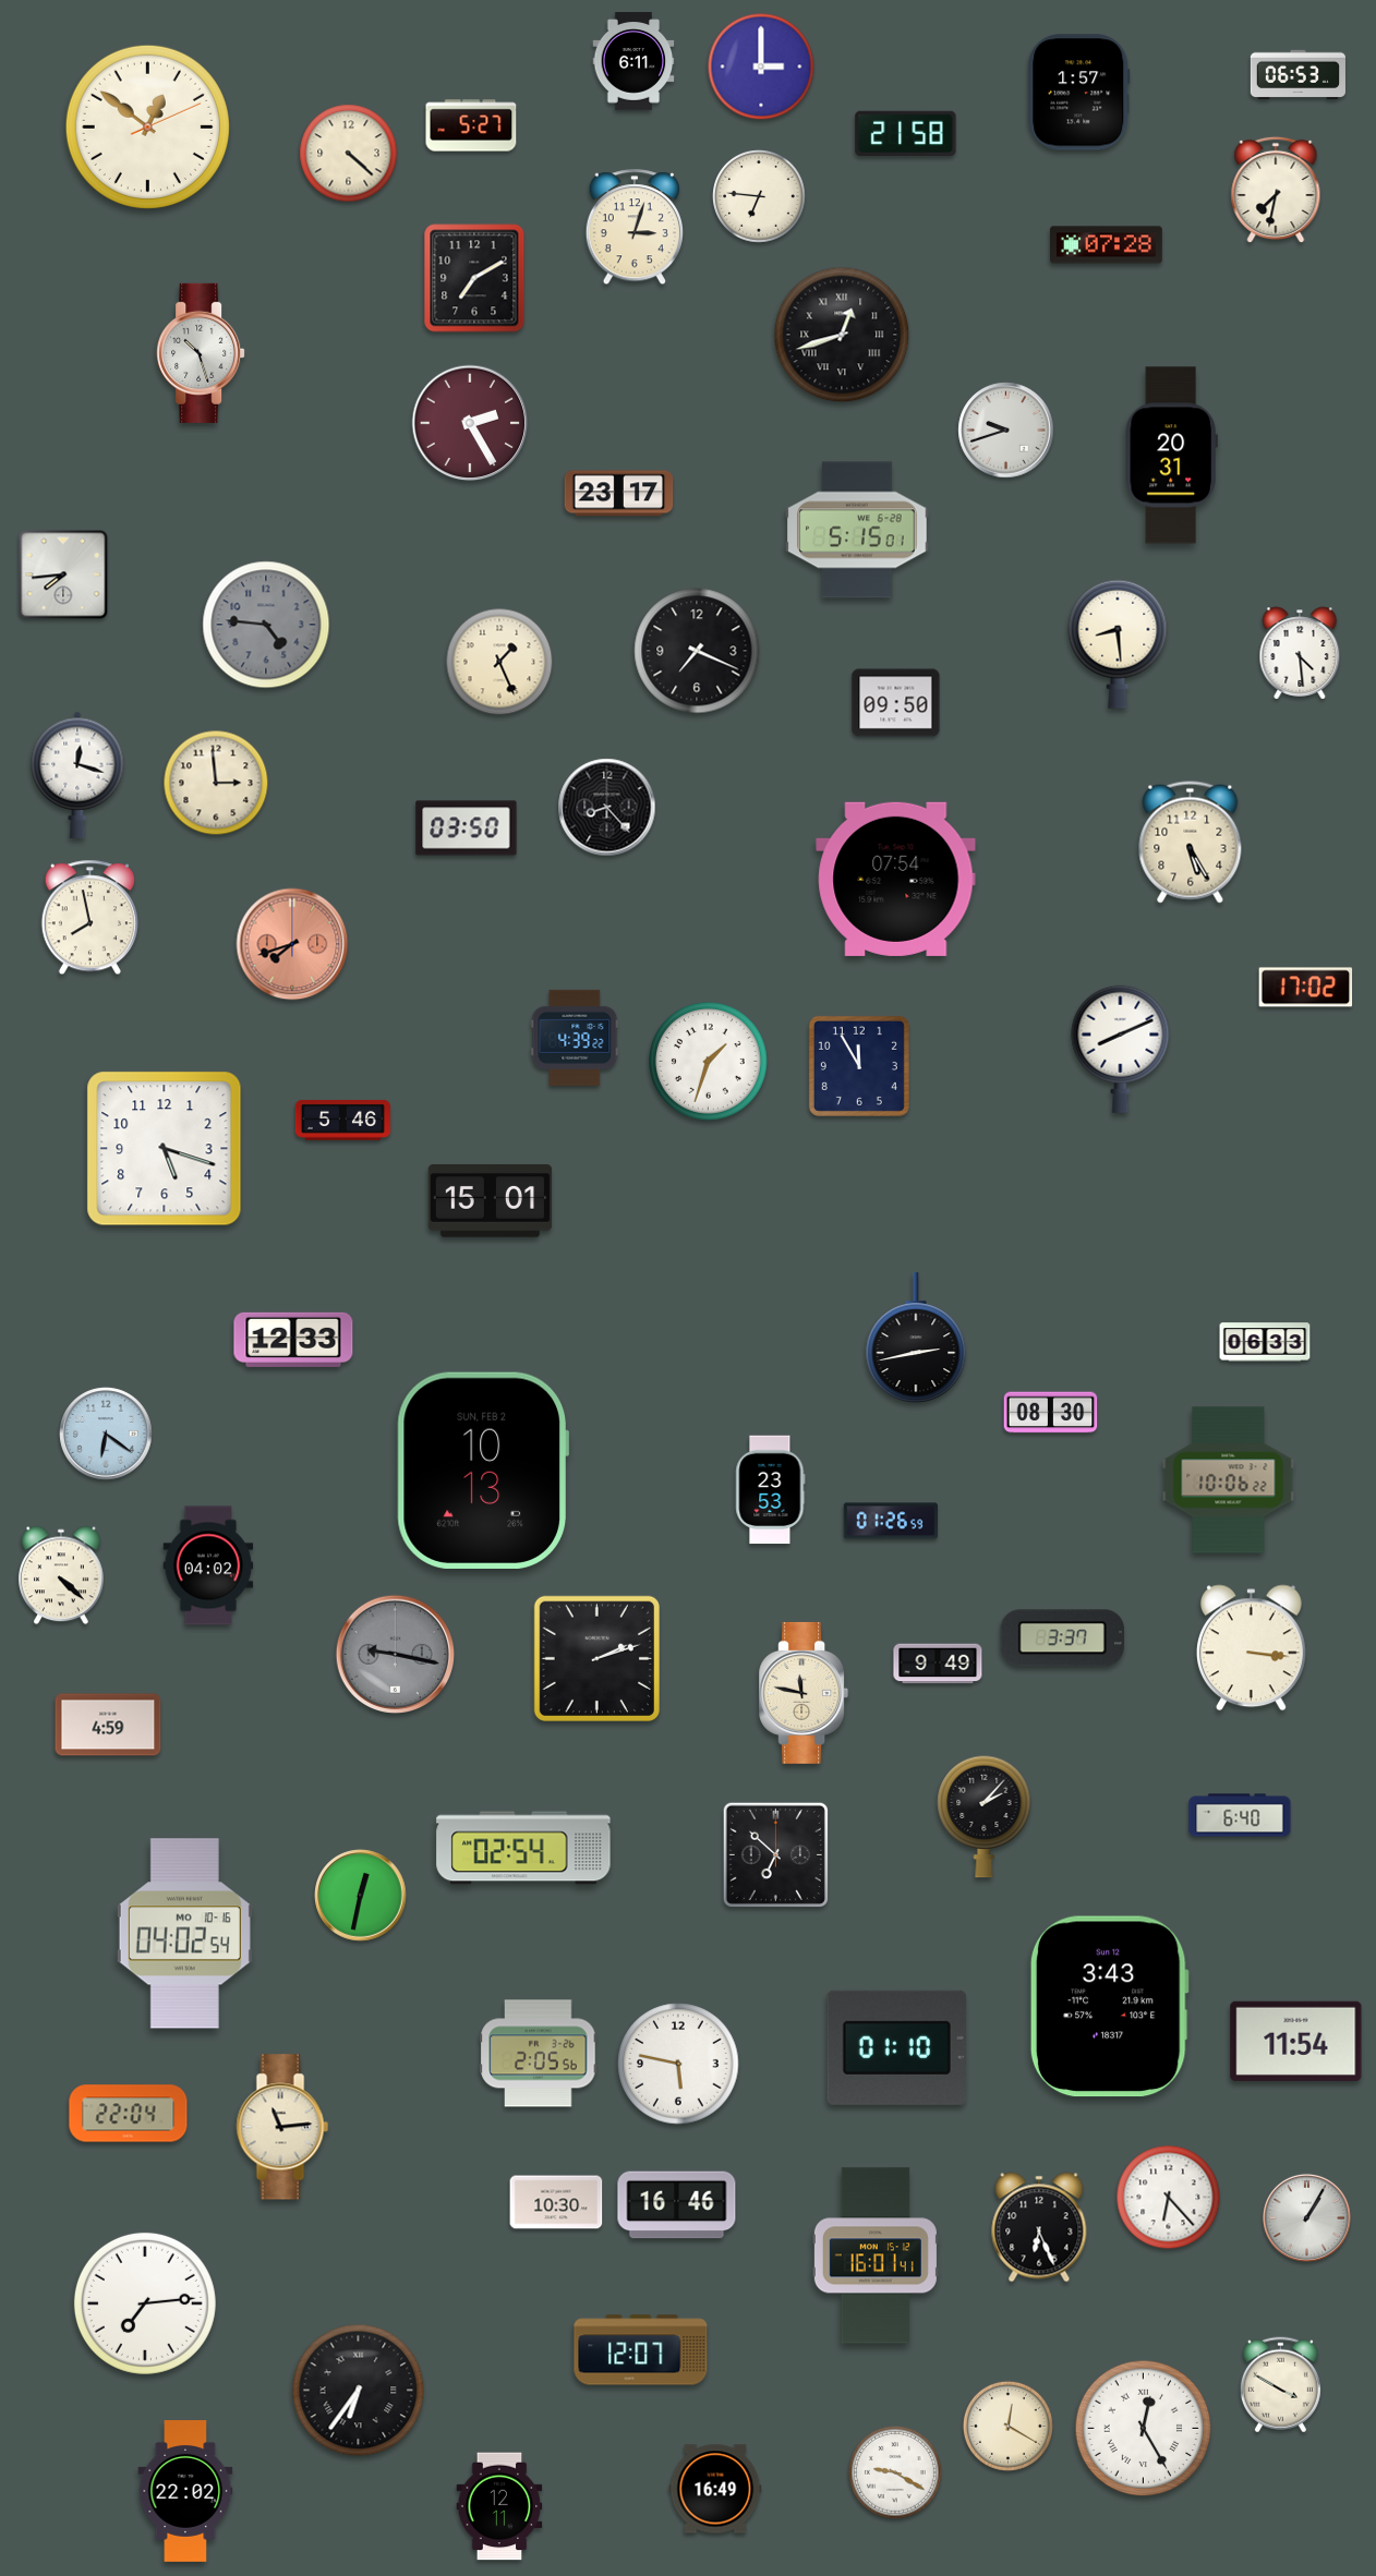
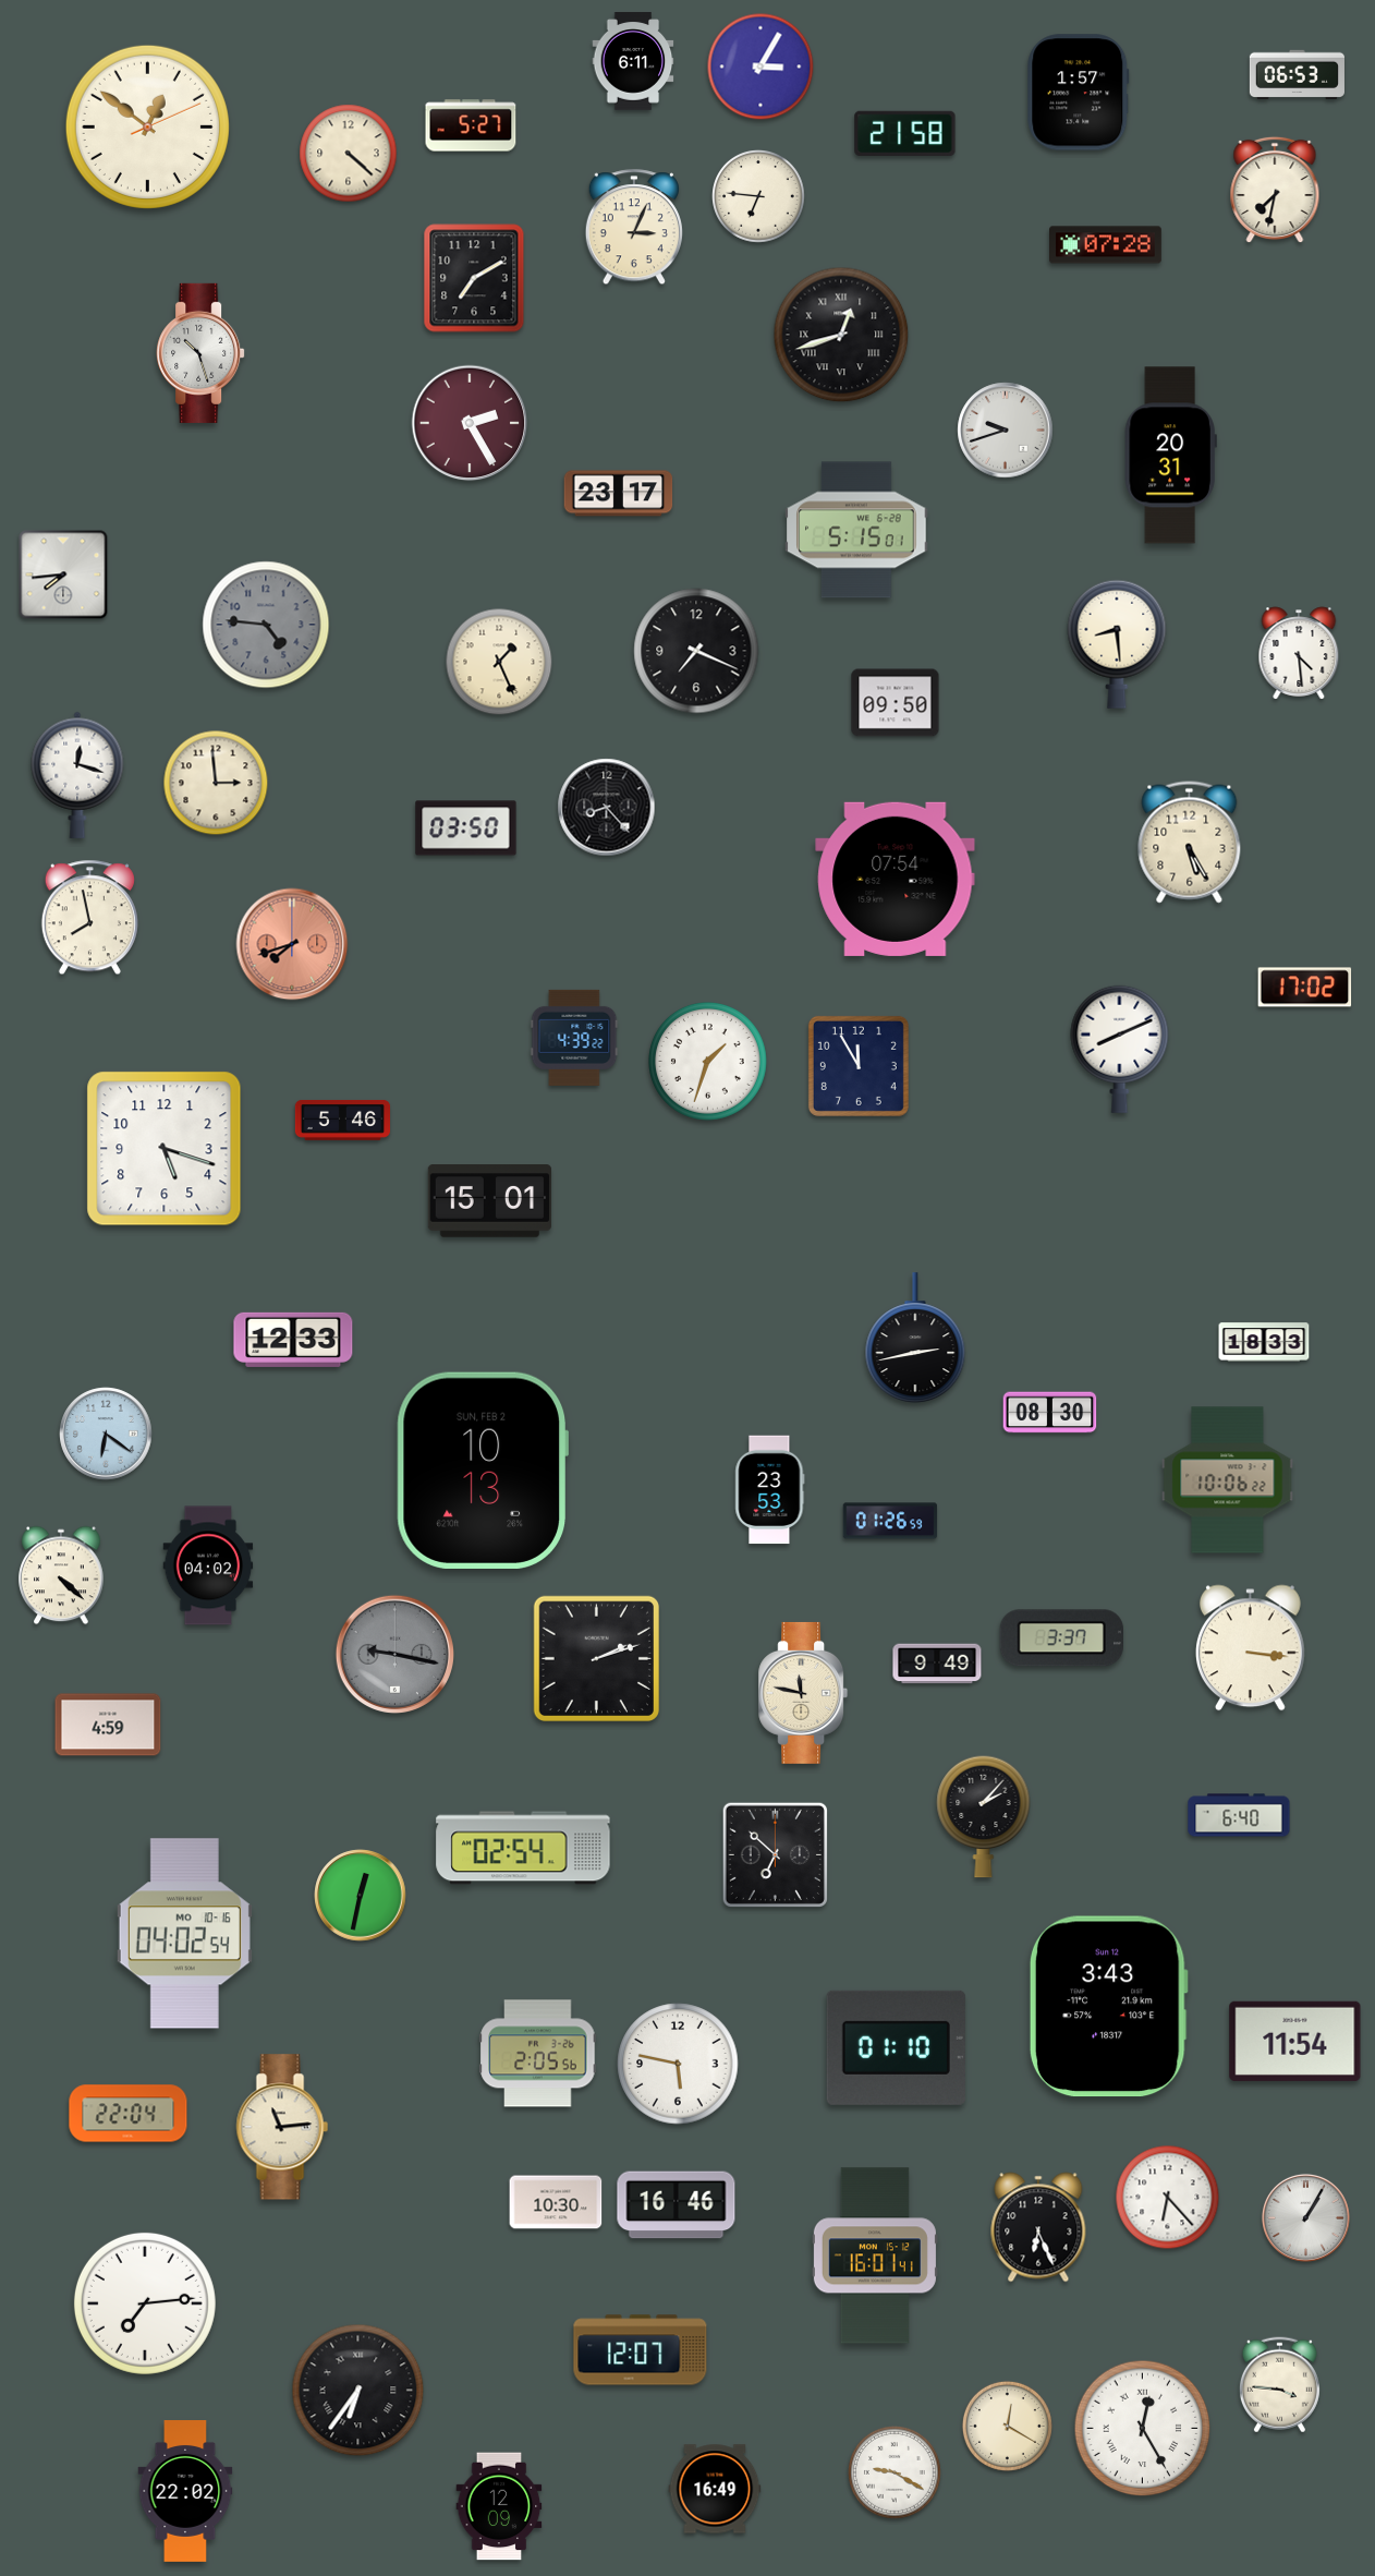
clock at (761, 66): 3:00 -> 3:05
clock at (635, 228): 3:03 -> 3:04
clock at (1265, 1342): 06:33 -> 18:33
clock at (1280, 2385): 3:50 -> 3:46
clock at (499, 2506): 12:11 -> 12:09
